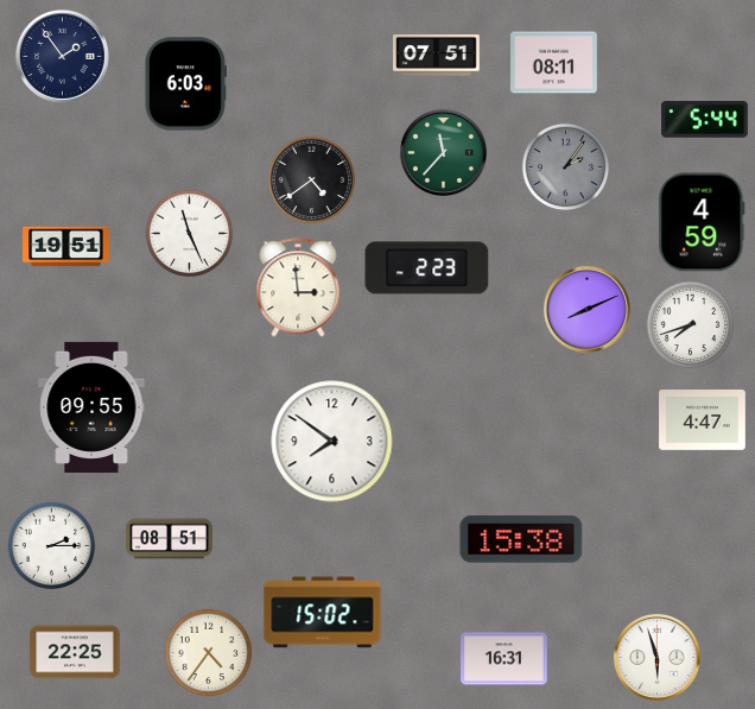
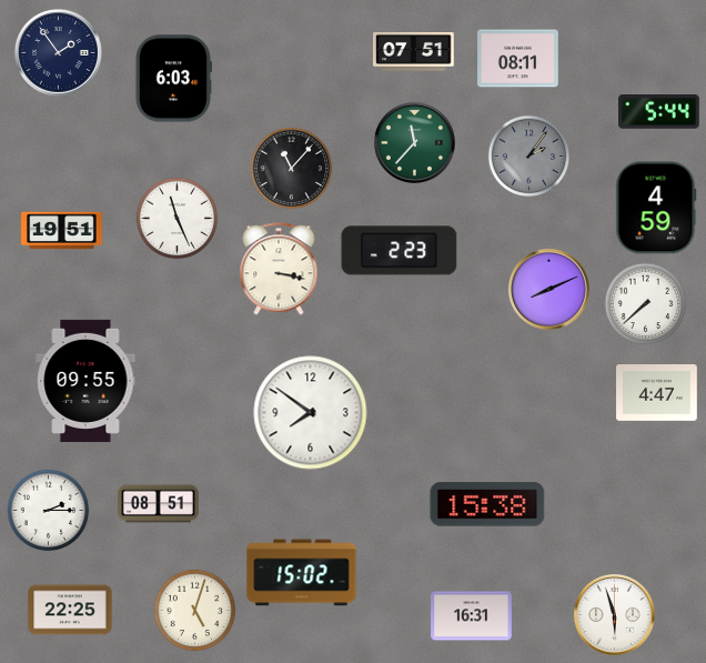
clock at (437, 56) position: (437, 56) -> (414, 52)
clock at (312, 181): 4:39 -> 11:07
clock at (298, 287): 2:59 -> 3:17
clock at (691, 325): 7:42 -> 7:38
clock at (209, 653): 4:36 -> 5:03
